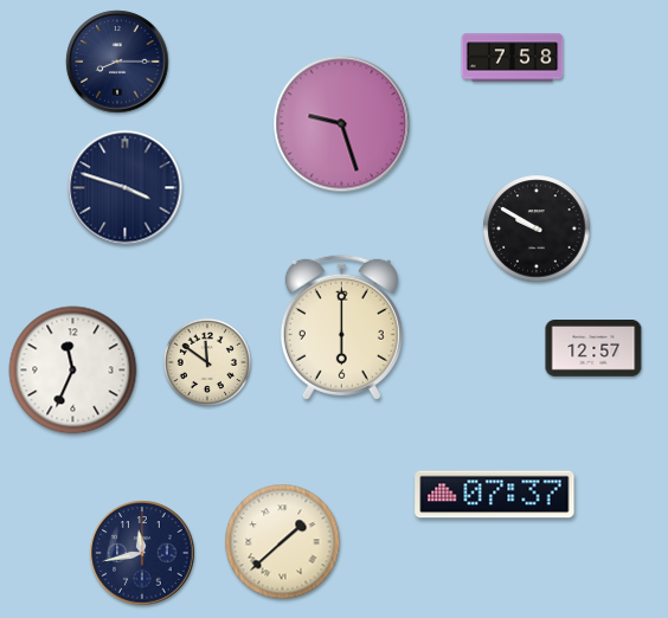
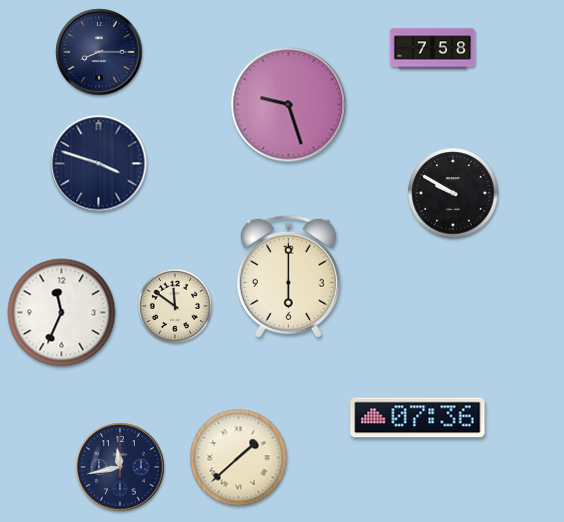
clock at (126, 188) position: (126, 188) -> (99, 164)
clock at (593, 349): 12:57 -> none
clock at (495, 495): 07:37 -> 07:36
